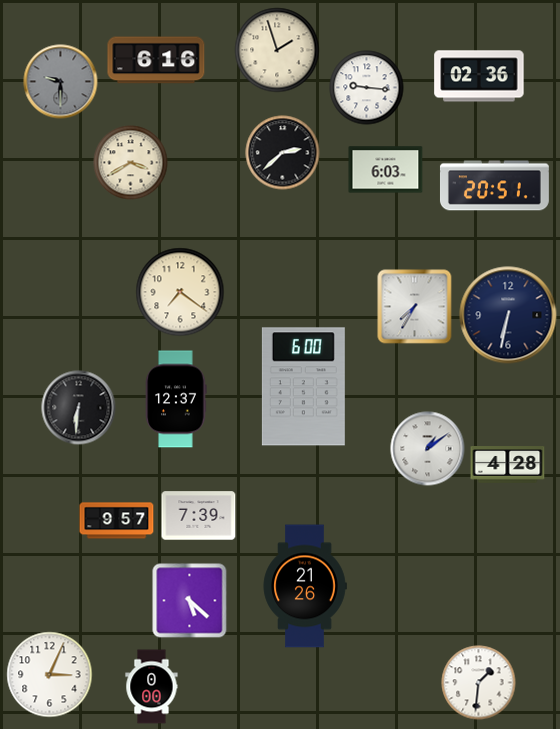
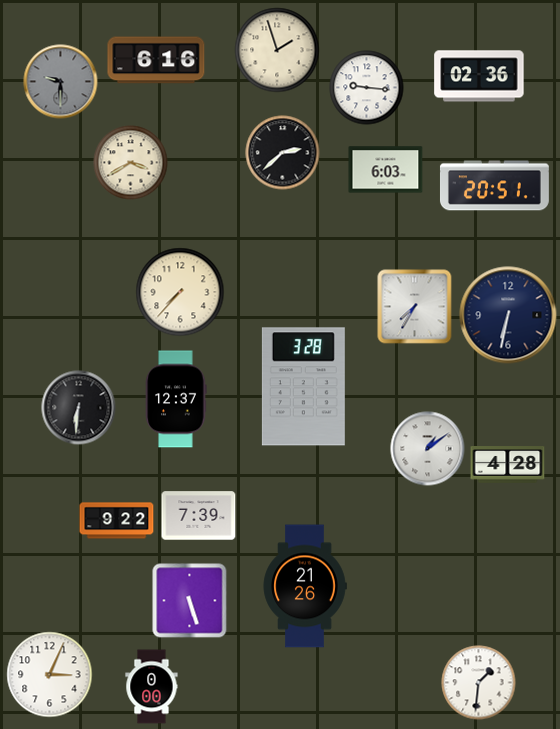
clock at (180, 292): 7:21 -> 7:37
clock at (303, 387): 6:00 -> 3:28
clock at (117, 521): 9:57 -> 9:22
clock at (190, 601): 5:22 -> 5:27
